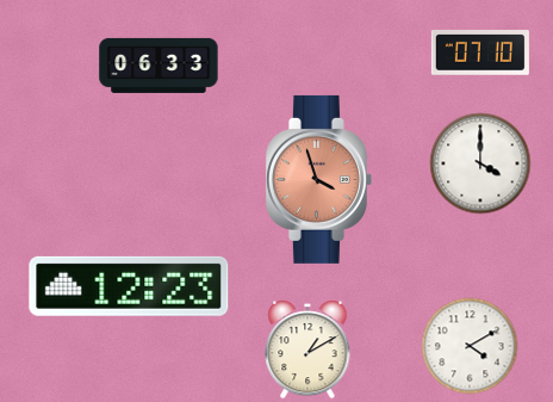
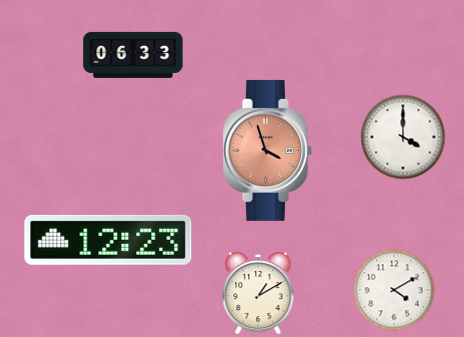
clock at (480, 52): 07:10 -> none
